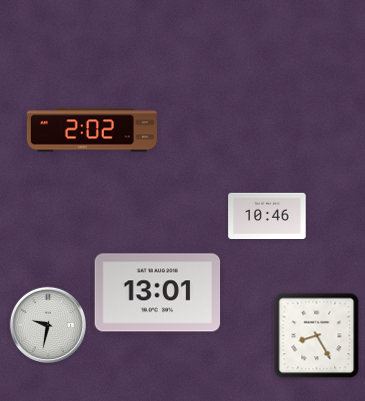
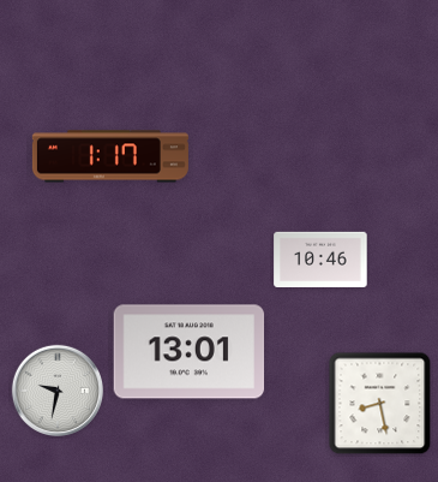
clock at (92, 130): 2:02 -> 1:17
clock at (317, 336): 8:25 -> 8:28
